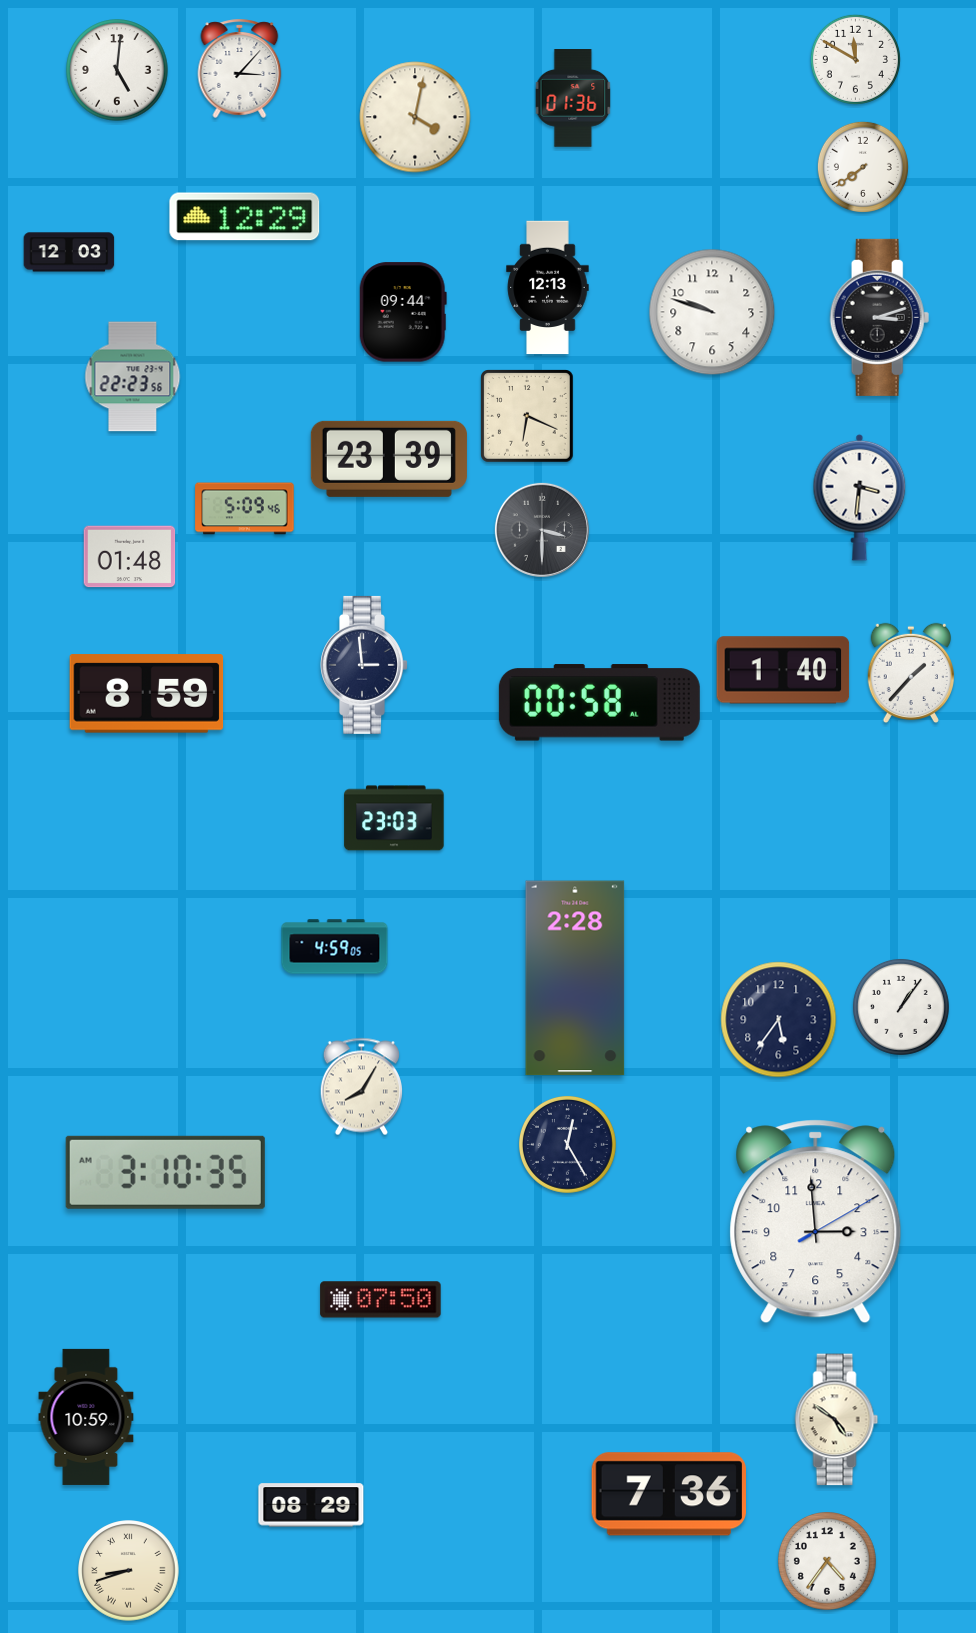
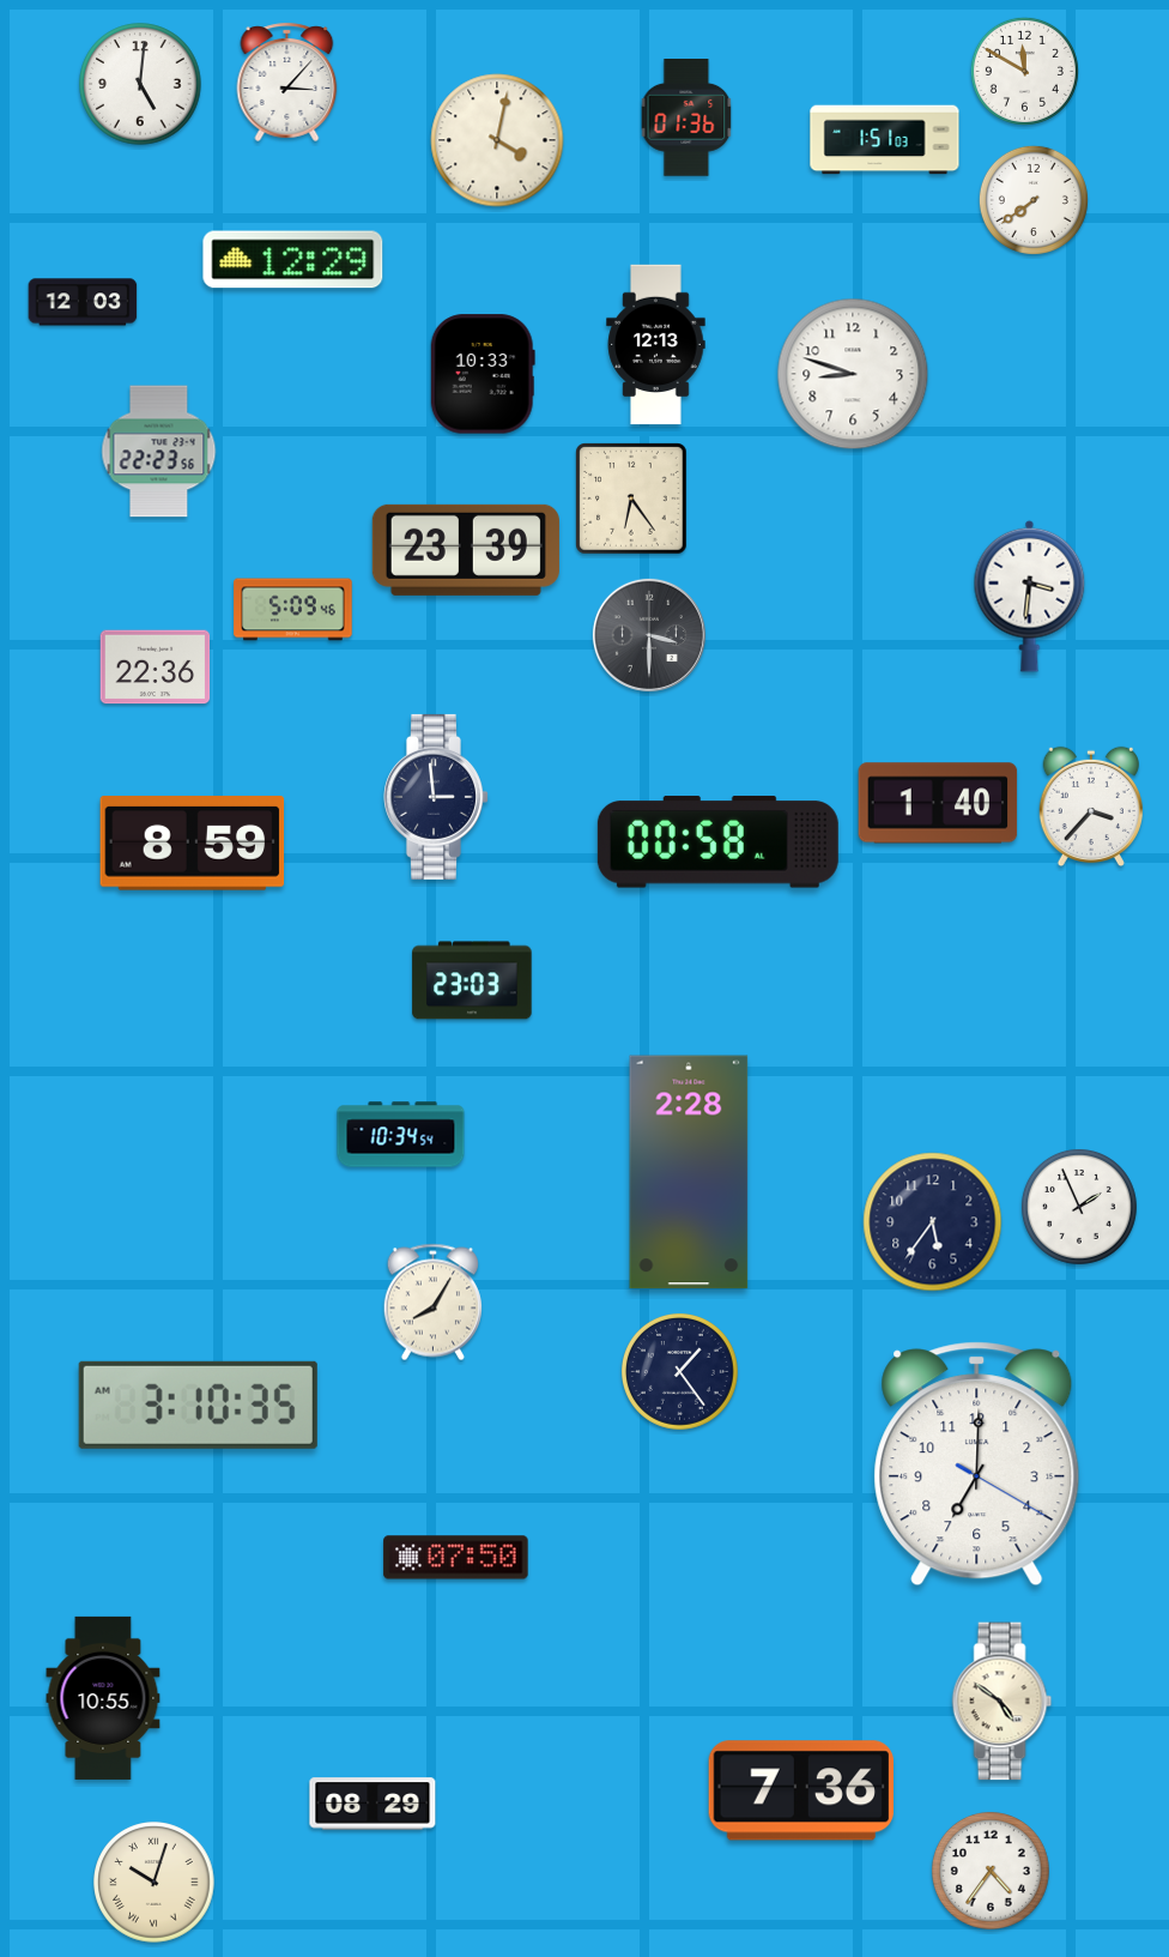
clock at (885, 140): none -> 1:51
clock at (403, 312): 09:44 -> 10:33
clock at (712, 312): 9:48 -> 8:48
clock at (880, 317): 3:12 -> none
clock at (527, 416): 6:19 -> 6:24
clock at (130, 557): 01:48 -> 22:36
clock at (910, 673): 1:37 -> 3:37
clock at (147, 694) position: (147, 694) -> (193, 844)
clock at (335, 947): 4:59 -> 10:34
clock at (901, 1007): 1:06 -> 1:56
clock at (567, 1144): 12:25 -> 1:24
clock at (816, 1222): 2:59 -> 7:00
clock at (86, 1417): 10:59 -> 10:55
clock at (129, 1571): 8:42 -> 10:03
